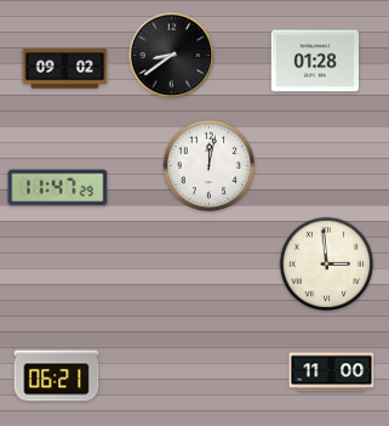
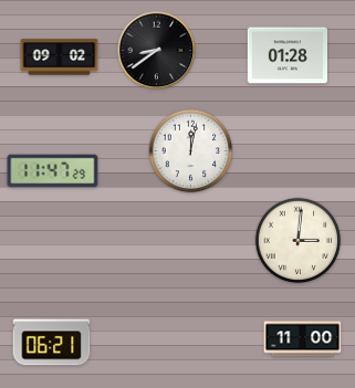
clock at (65, 69) position: (65, 69) -> (60, 57)
clock at (327, 265): 2:59 -> 3:01
